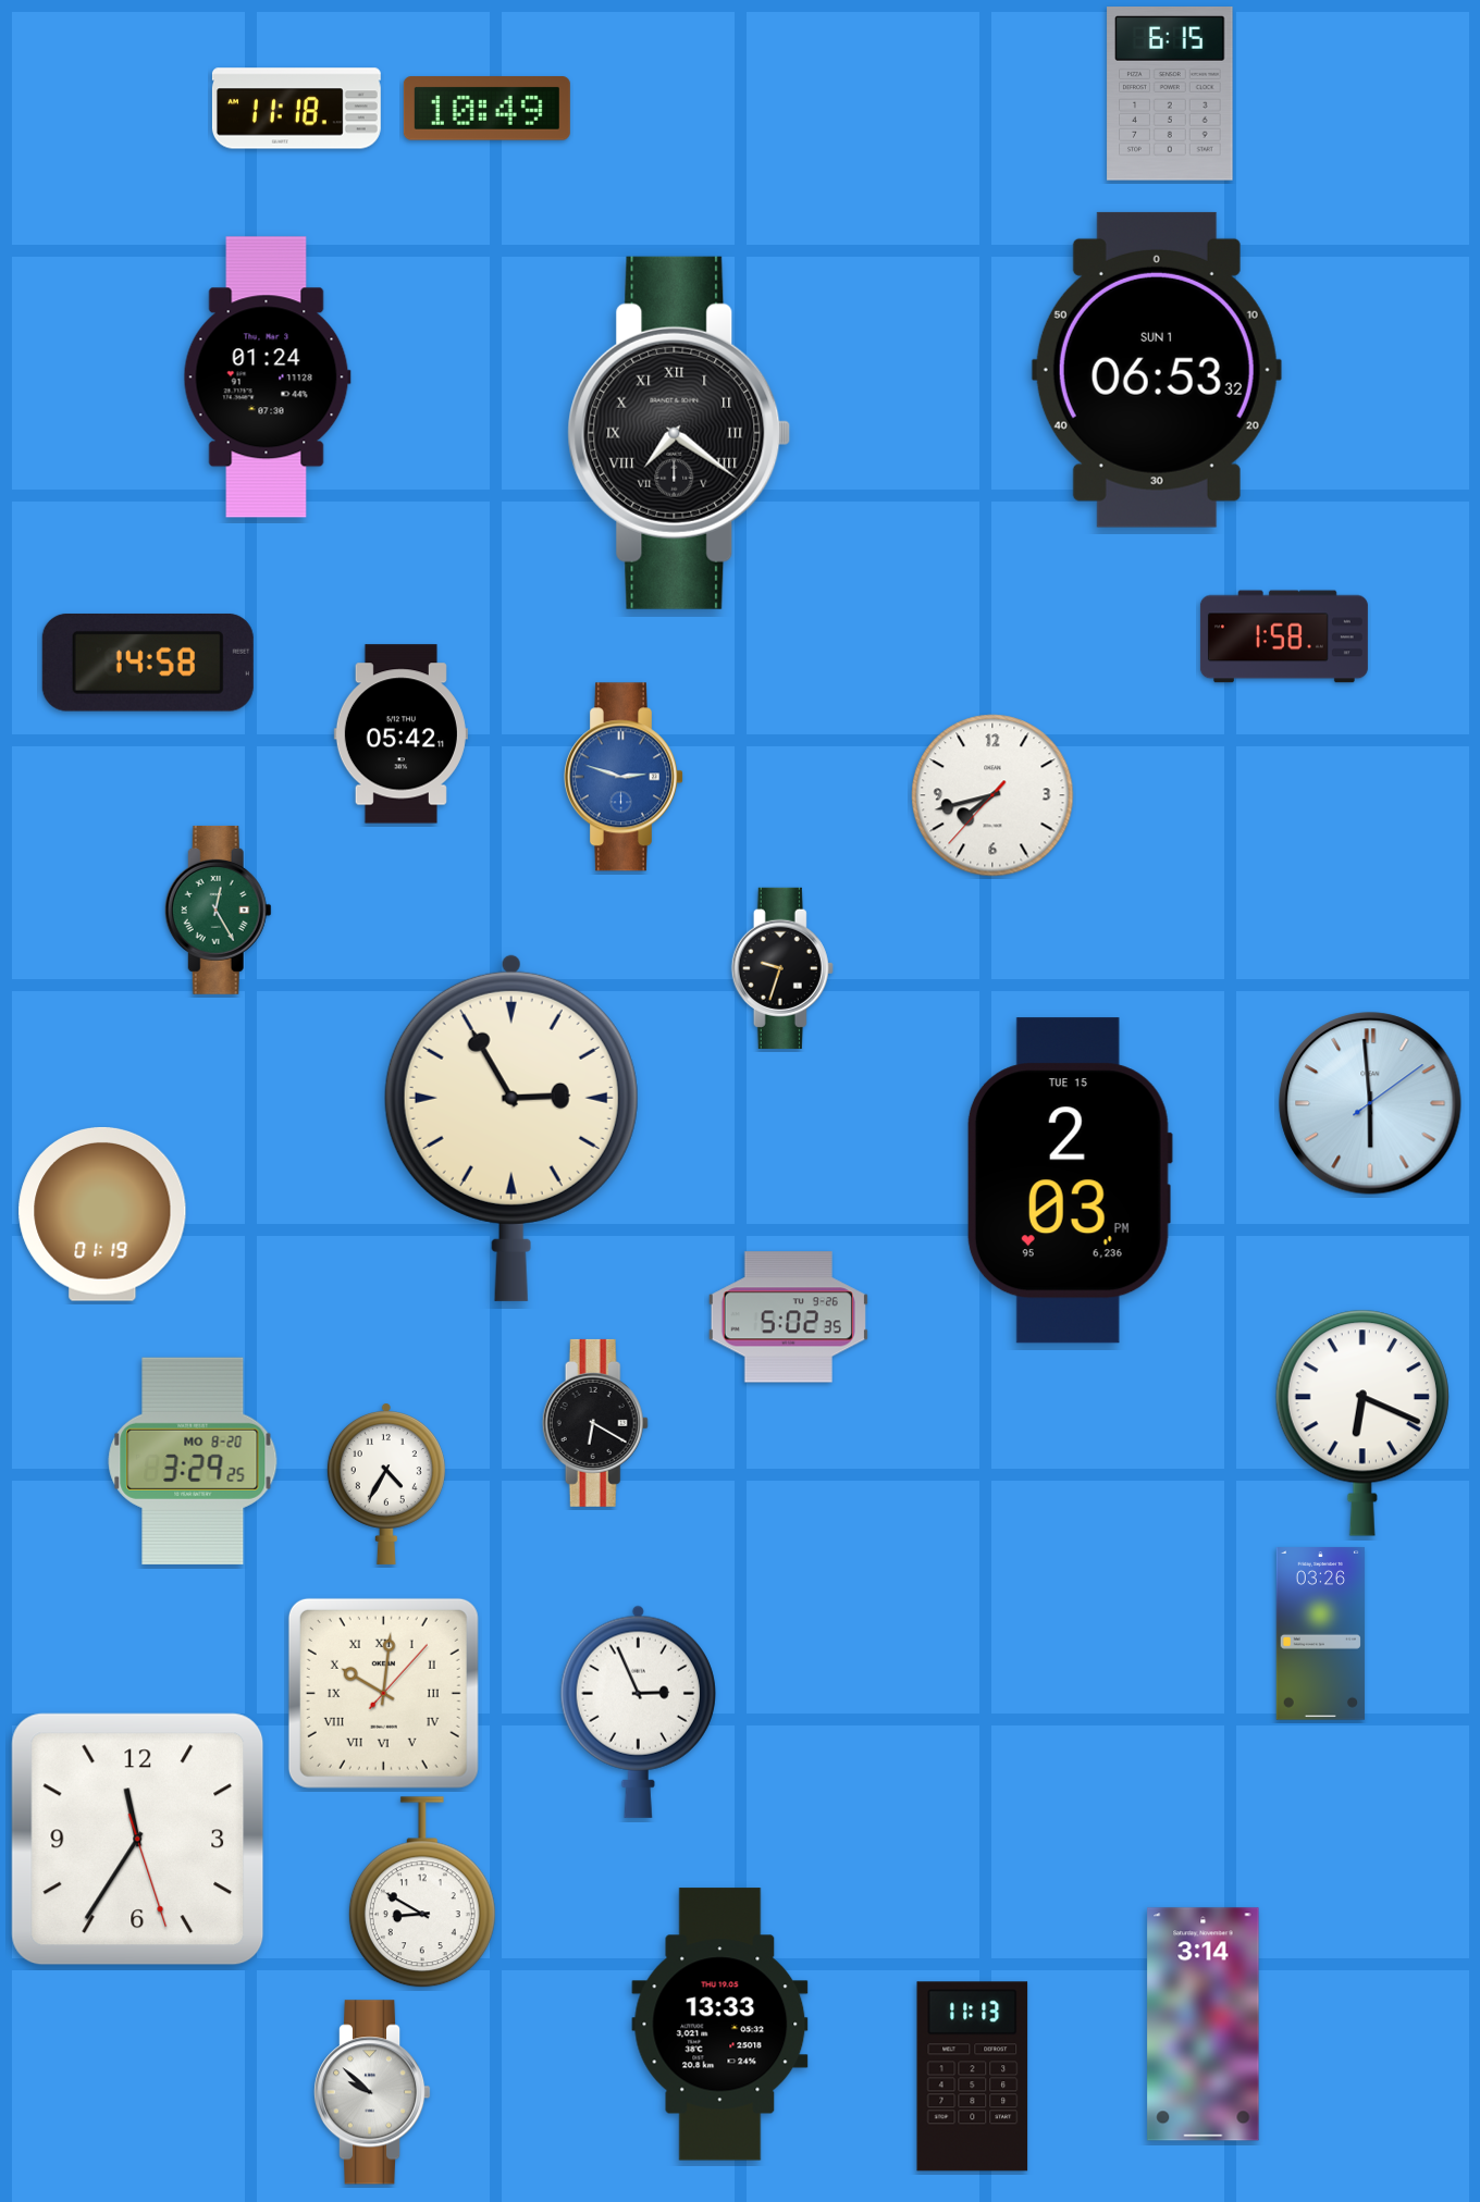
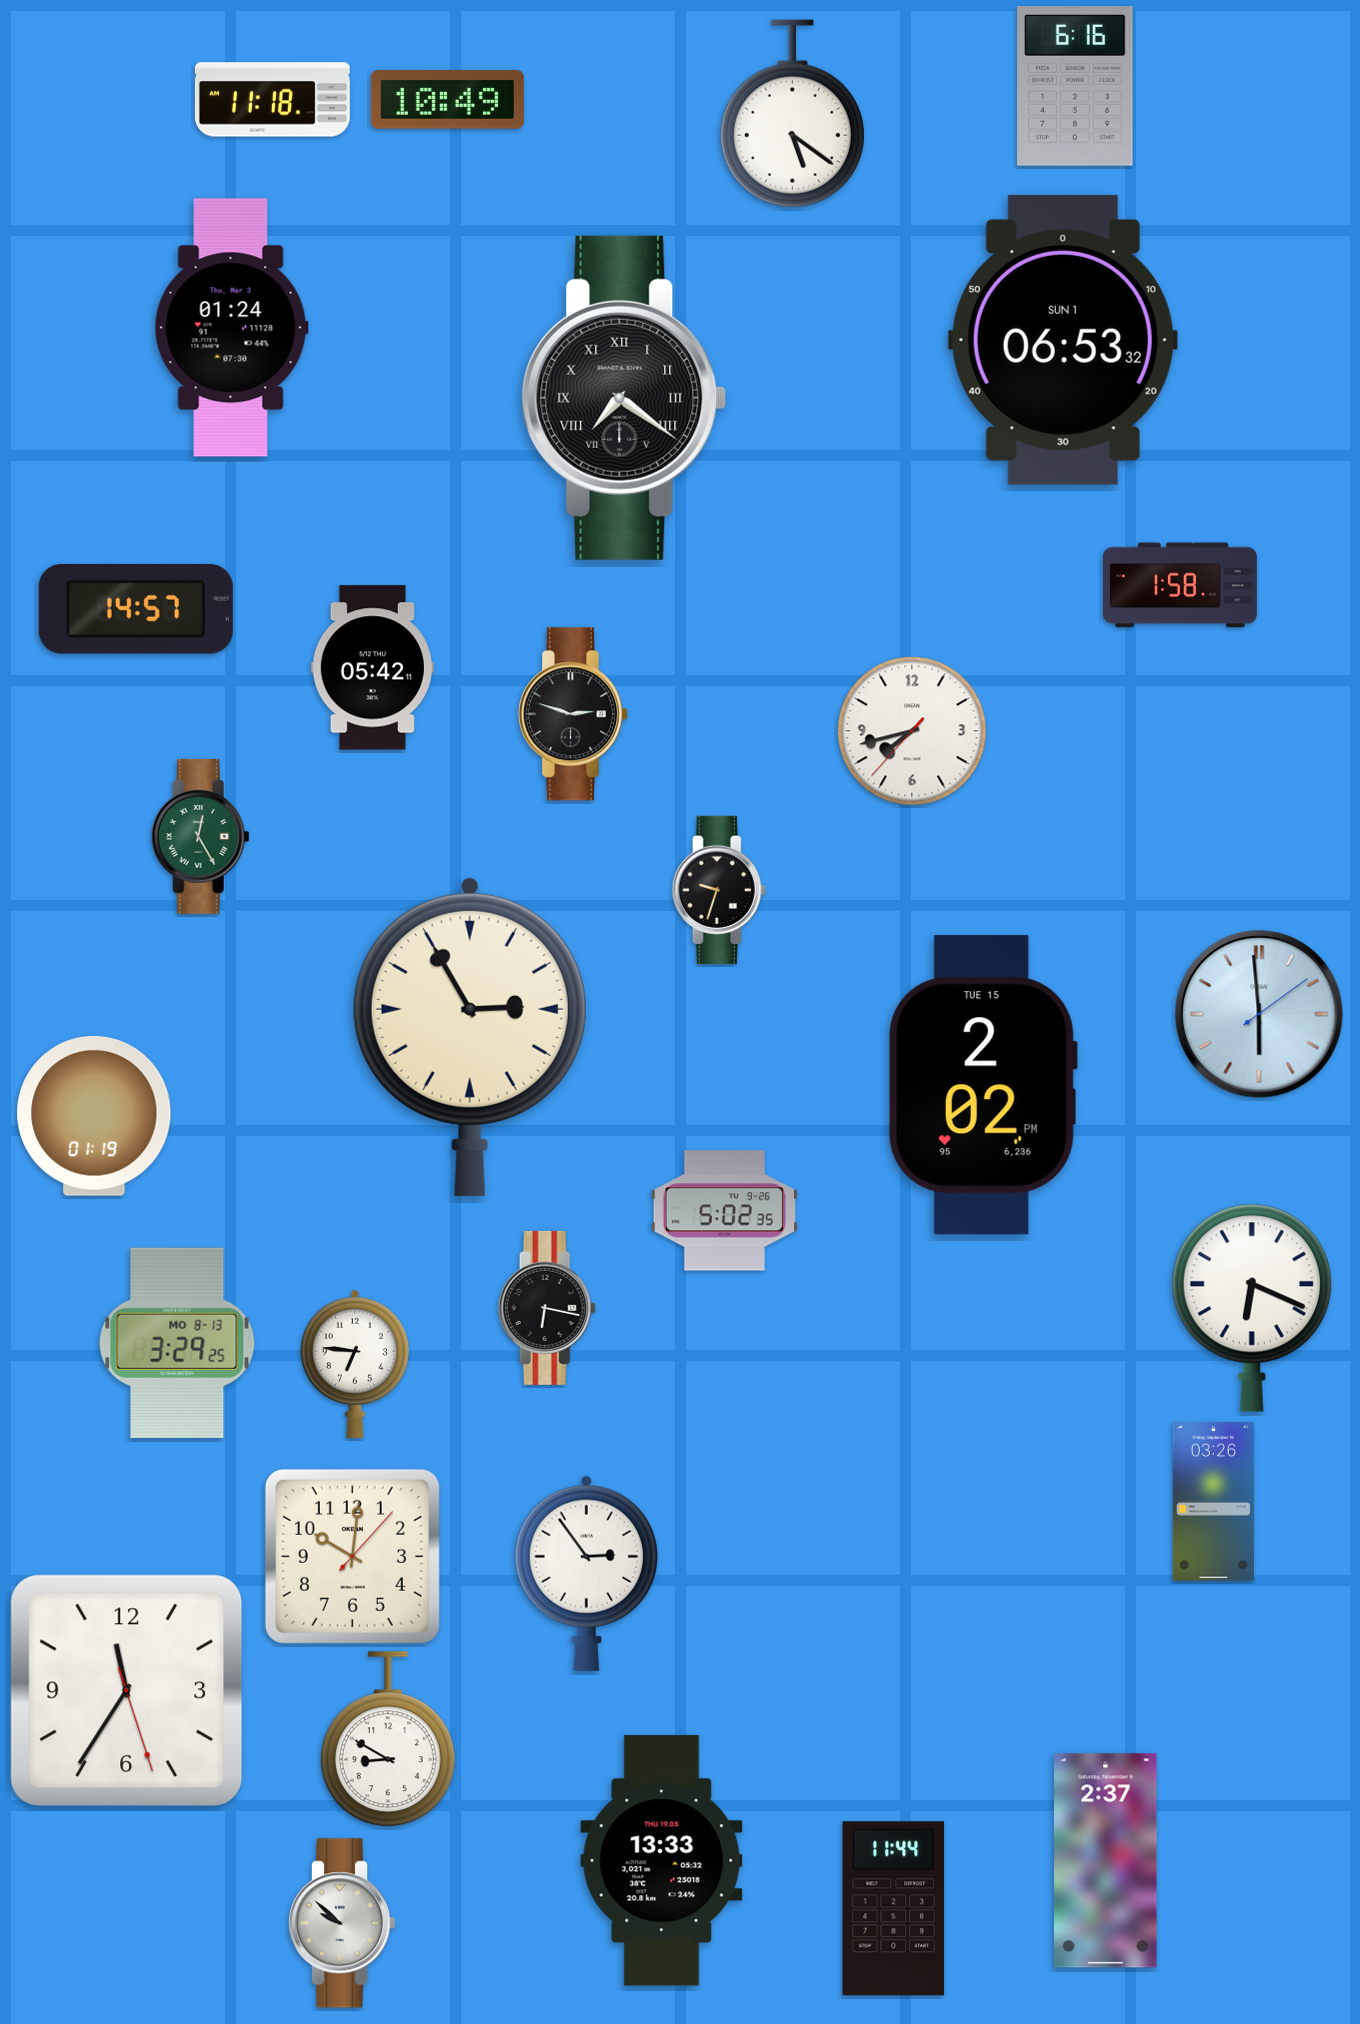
clock at (1170, 95): 6:15 -> 6:16
clock at (792, 114): none -> 5:21
clock at (267, 378) position: (267, 378) -> (231, 328)
clock at (148, 663): 14:58 -> 14:57
clock at (400, 734) position: (400, 734) -> (372, 668)
clock at (624, 777) dial: blue -> black
clock at (1069, 1180): 2:03 -> 2:02
clock at (595, 1423): 6:20 -> 6:17
clock at (193, 1461) date: MO 8-20 -> MO 8-13
clock at (386, 1484): 4:35 -> 6:46
clock at (383, 1693) numerals: Roman -> Arabic
clock at (638, 1711): 2:56 -> 2:54
clock at (1204, 2025): 3:14 -> 2:37
clock at (973, 2077): 11:13 -> 11:44
